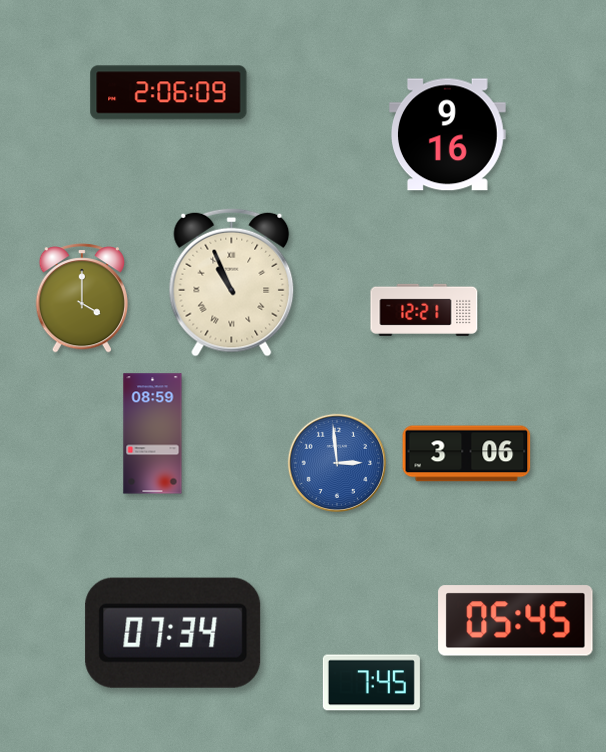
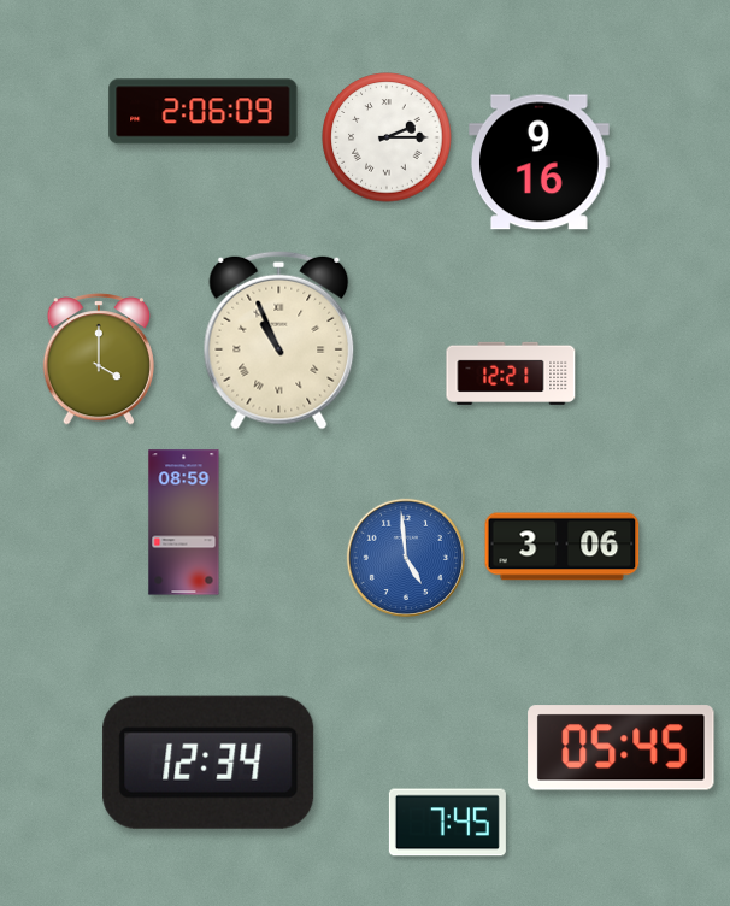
clock at (387, 137): none -> 2:15
clock at (337, 463): 2:59 -> 4:59
clock at (173, 633): 07:34 -> 12:34
